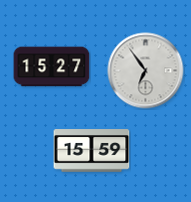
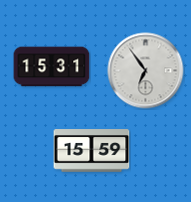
clock at (52, 67): 15:27 -> 15:31
